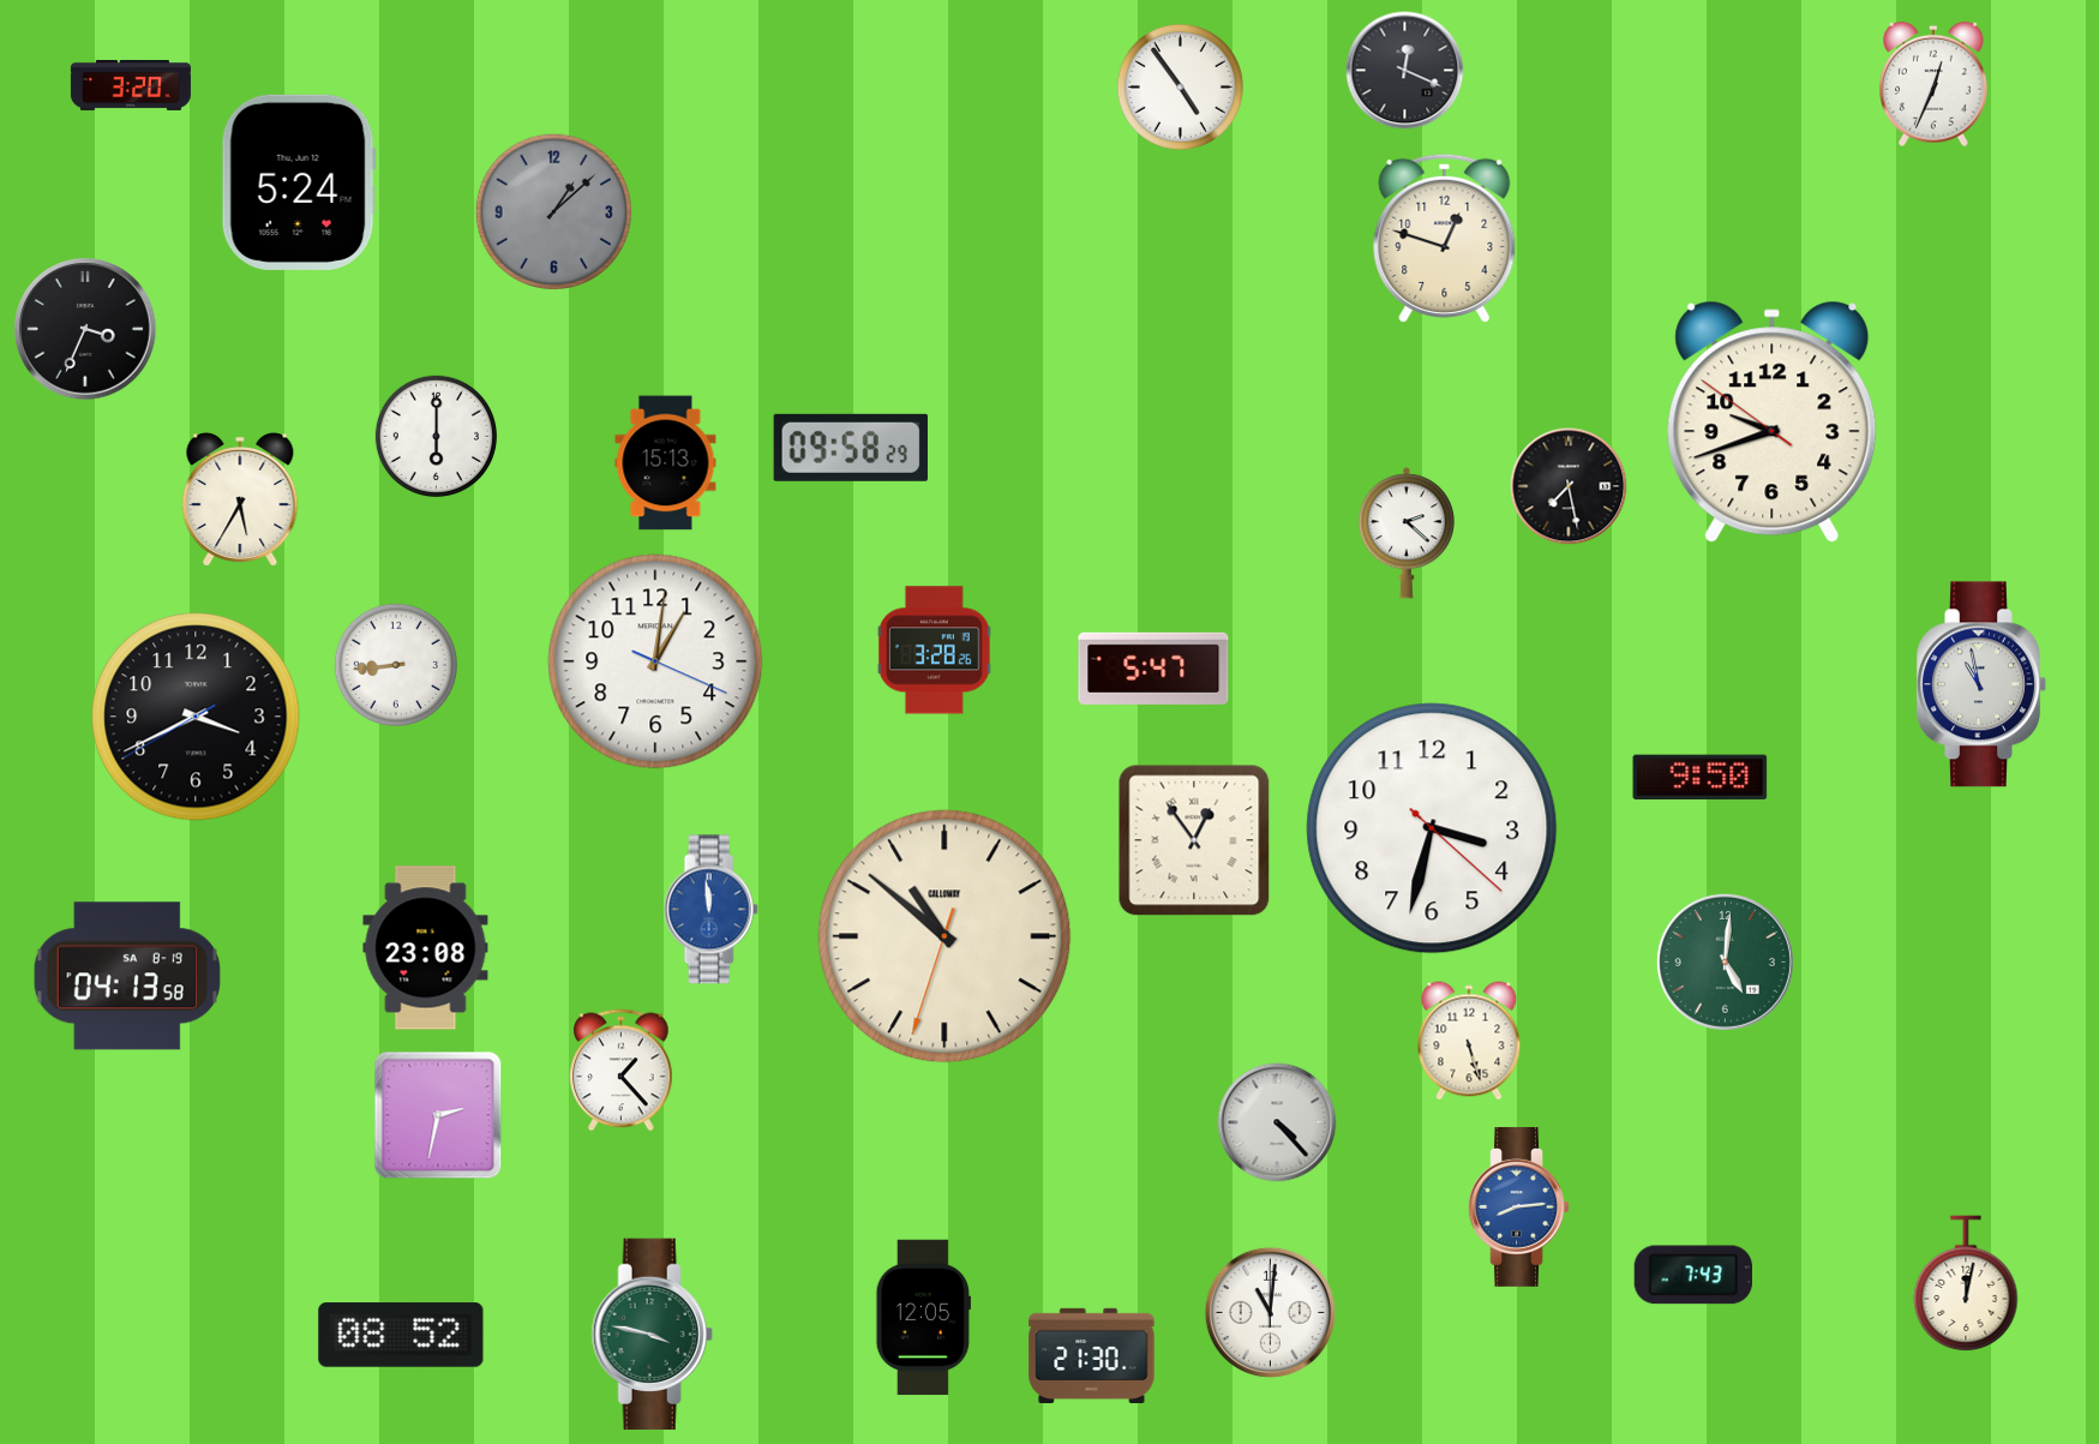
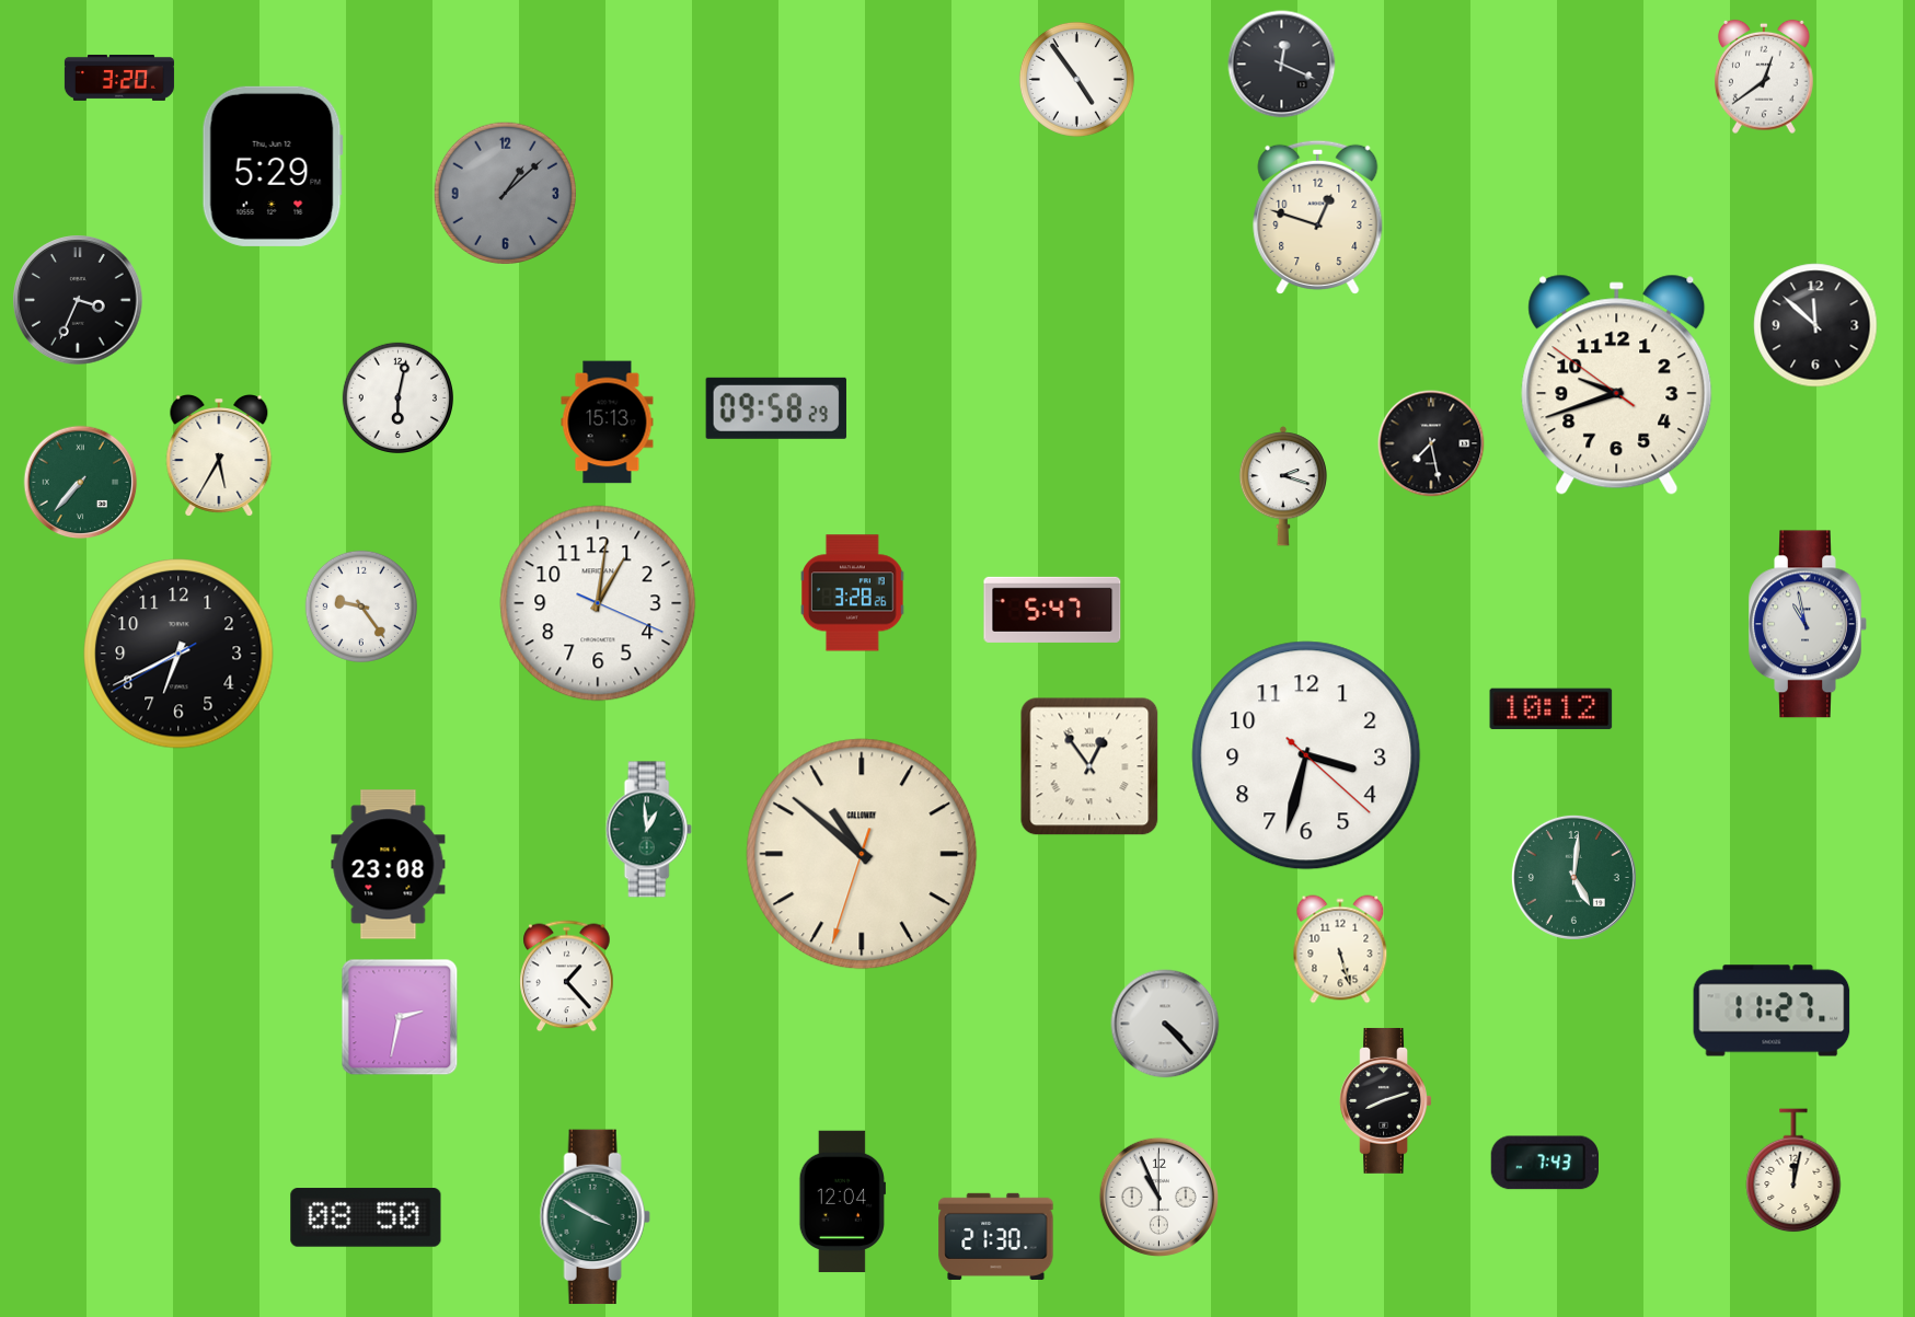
clock at (1935, 84): 12:34 -> 12:39
clock at (299, 182): 5:24 -> 5:29
clock at (1815, 325): none -> 11:52
clock at (436, 436): 6:00 -> 6:02
clock at (81, 483): none -> 7:37
clock at (1407, 533): 2:22 -> 2:18
clock at (396, 665): 8:44 -> 9:24
clock at (196, 717): 3:40 -> 6:40
clock at (1701, 778): 9:50 -> 10:12
clock at (710, 910): 11:59 -> 12:59
clock at (710, 910) dial: blue -> green
clock at (127, 976): 04:13 -> none
clock at (1772, 1010): none -> 11:27
clock at (1518, 1206): 8:14 -> 8:12
clock at (1518, 1206) dial: blue -> black
clock at (1270, 1312): 11:01 -> 10:56
clock at (923, 1318): 12:05 -> 12:04
clock at (401, 1335): 08:52 -> 08:50
clock at (652, 1335): 3:47 -> 3:50
